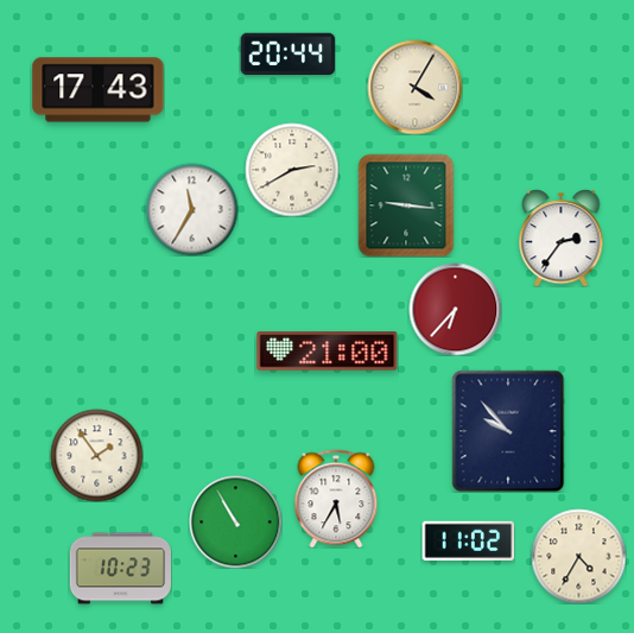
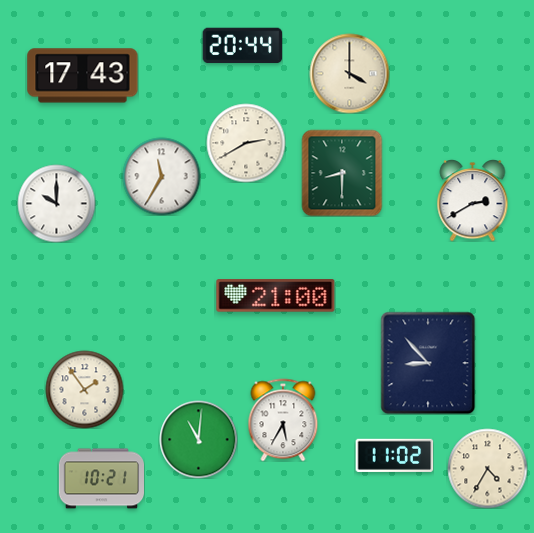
clock at (414, 87): 4:05 -> 4:00
clock at (406, 205): 9:16 -> 8:30
clock at (562, 239): 2:36 -> 2:40
clock at (56, 203): none -> 10:00
clock at (455, 309): 6:37 -> none
clock at (508, 431): 9:53 -> 8:53
clock at (96, 455) position: (96, 455) -> (84, 389)
clock at (235, 521): 10:55 -> 11:01
clock at (120, 569): 10:23 -> 10:21
